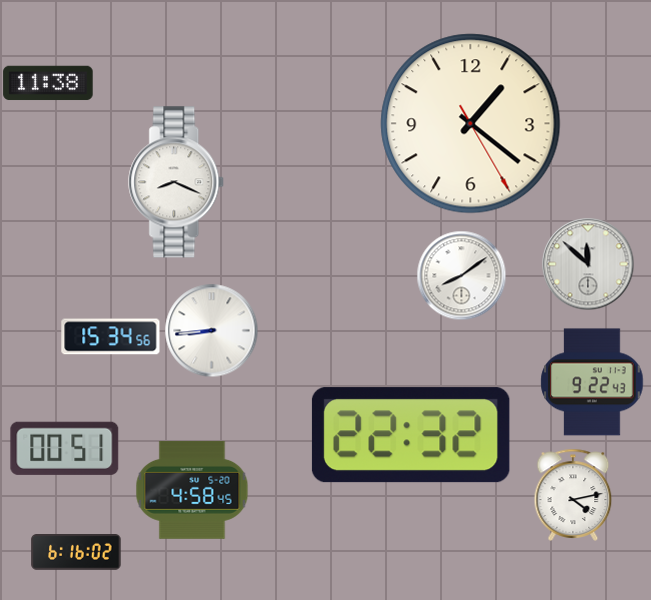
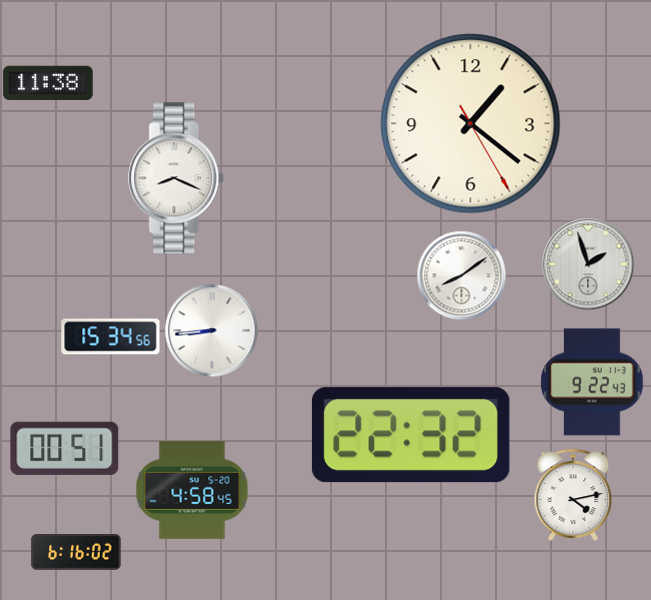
clock at (177, 182) position: (177, 182) -> (177, 178)
clock at (588, 264): 11:52 -> 1:57
